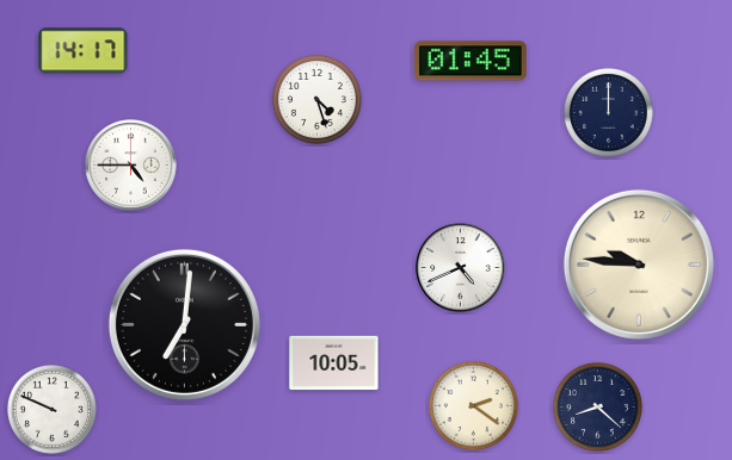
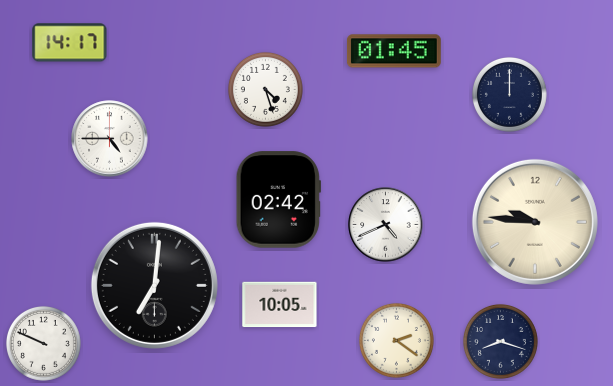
clock at (316, 99) position: (316, 99) -> (265, 89)
clock at (278, 200): none -> 02:42
clock at (184, 324) position: (184, 324) -> (154, 285)
clock at (597, 406): 8:22 -> 8:18
